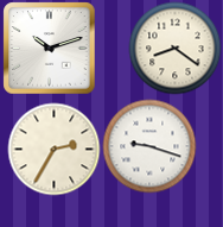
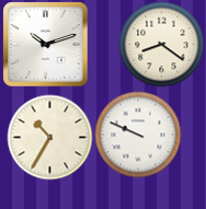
clock at (149, 146): 9:18 -> 9:49
clock at (53, 149): 2:35 -> 10:35
